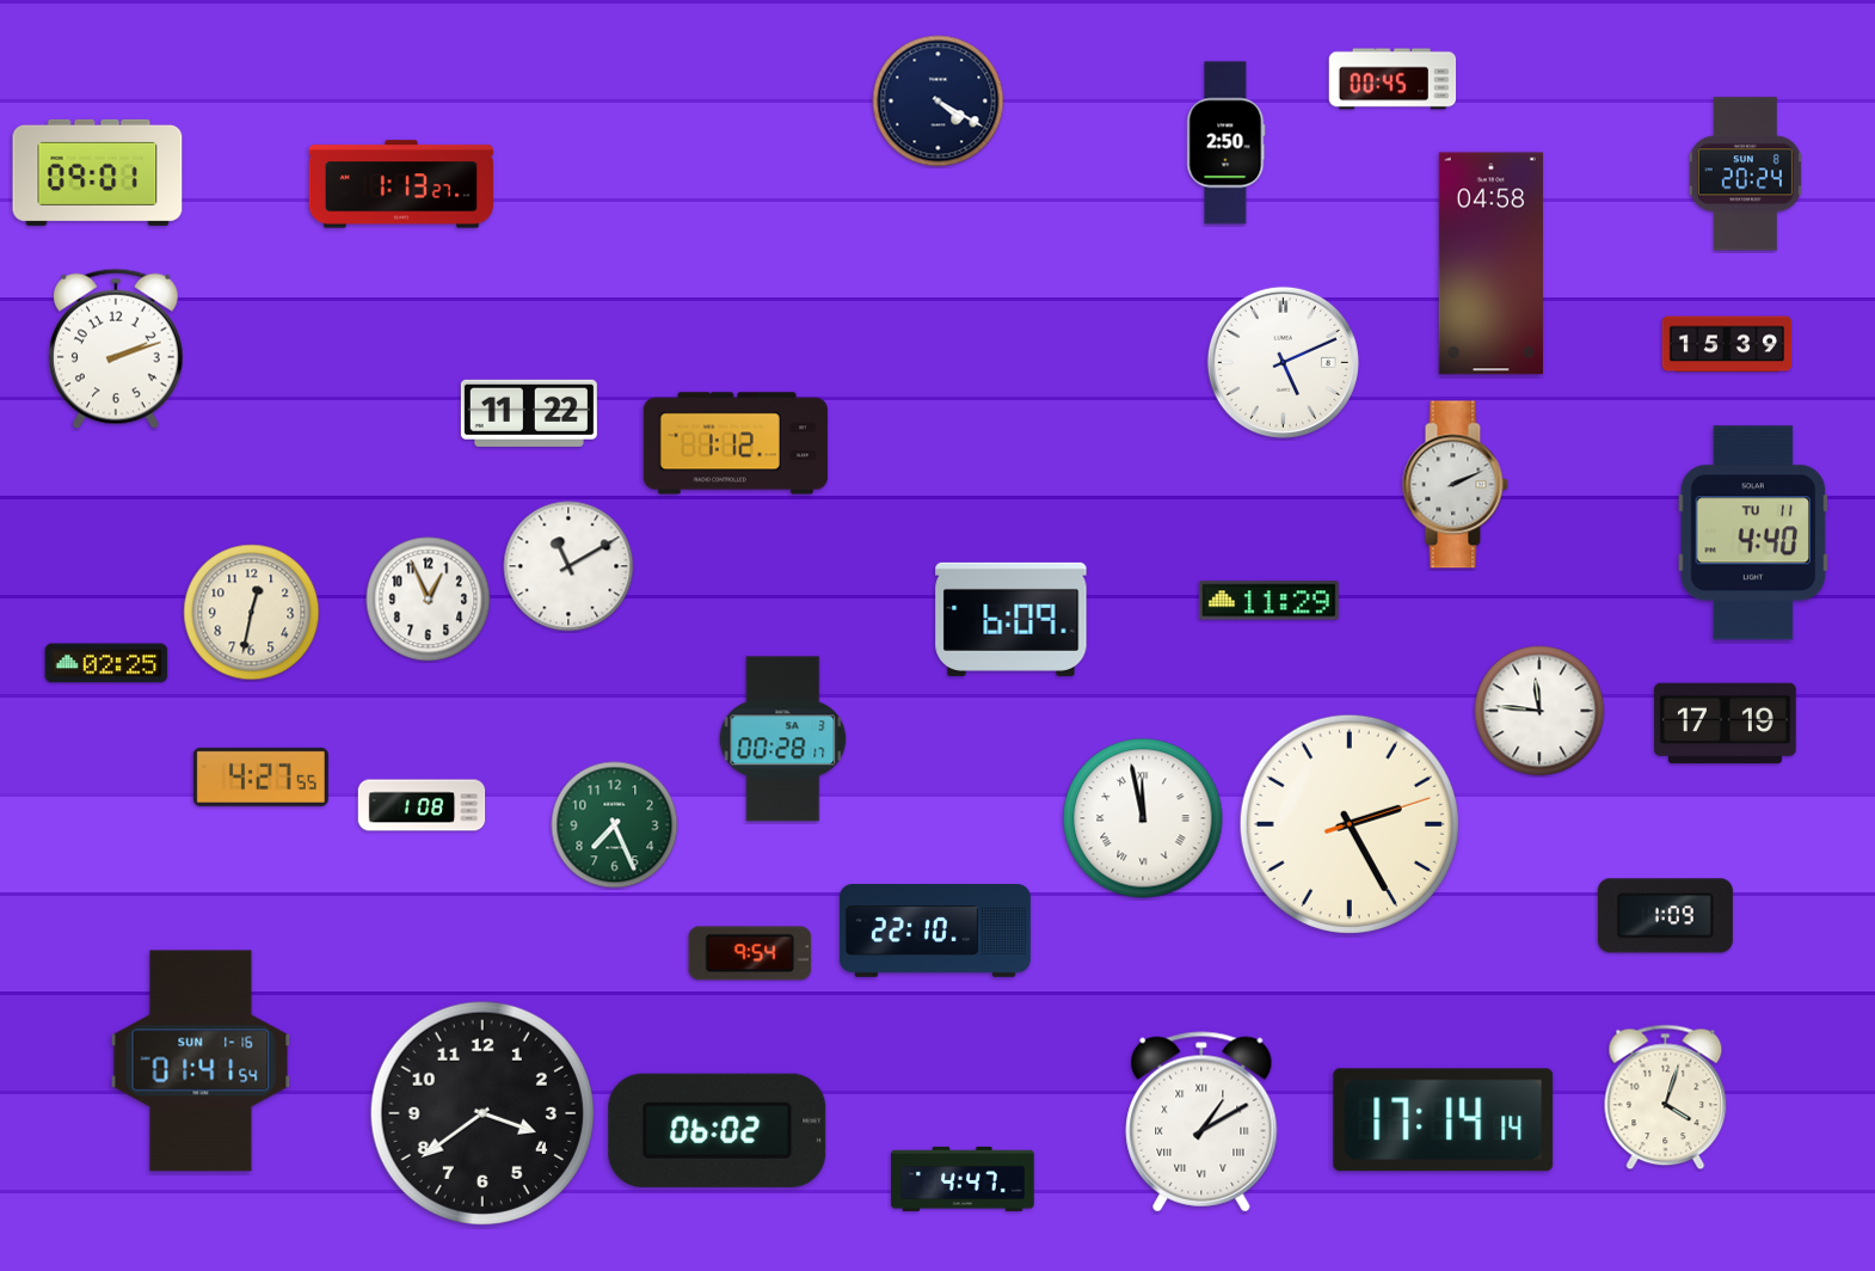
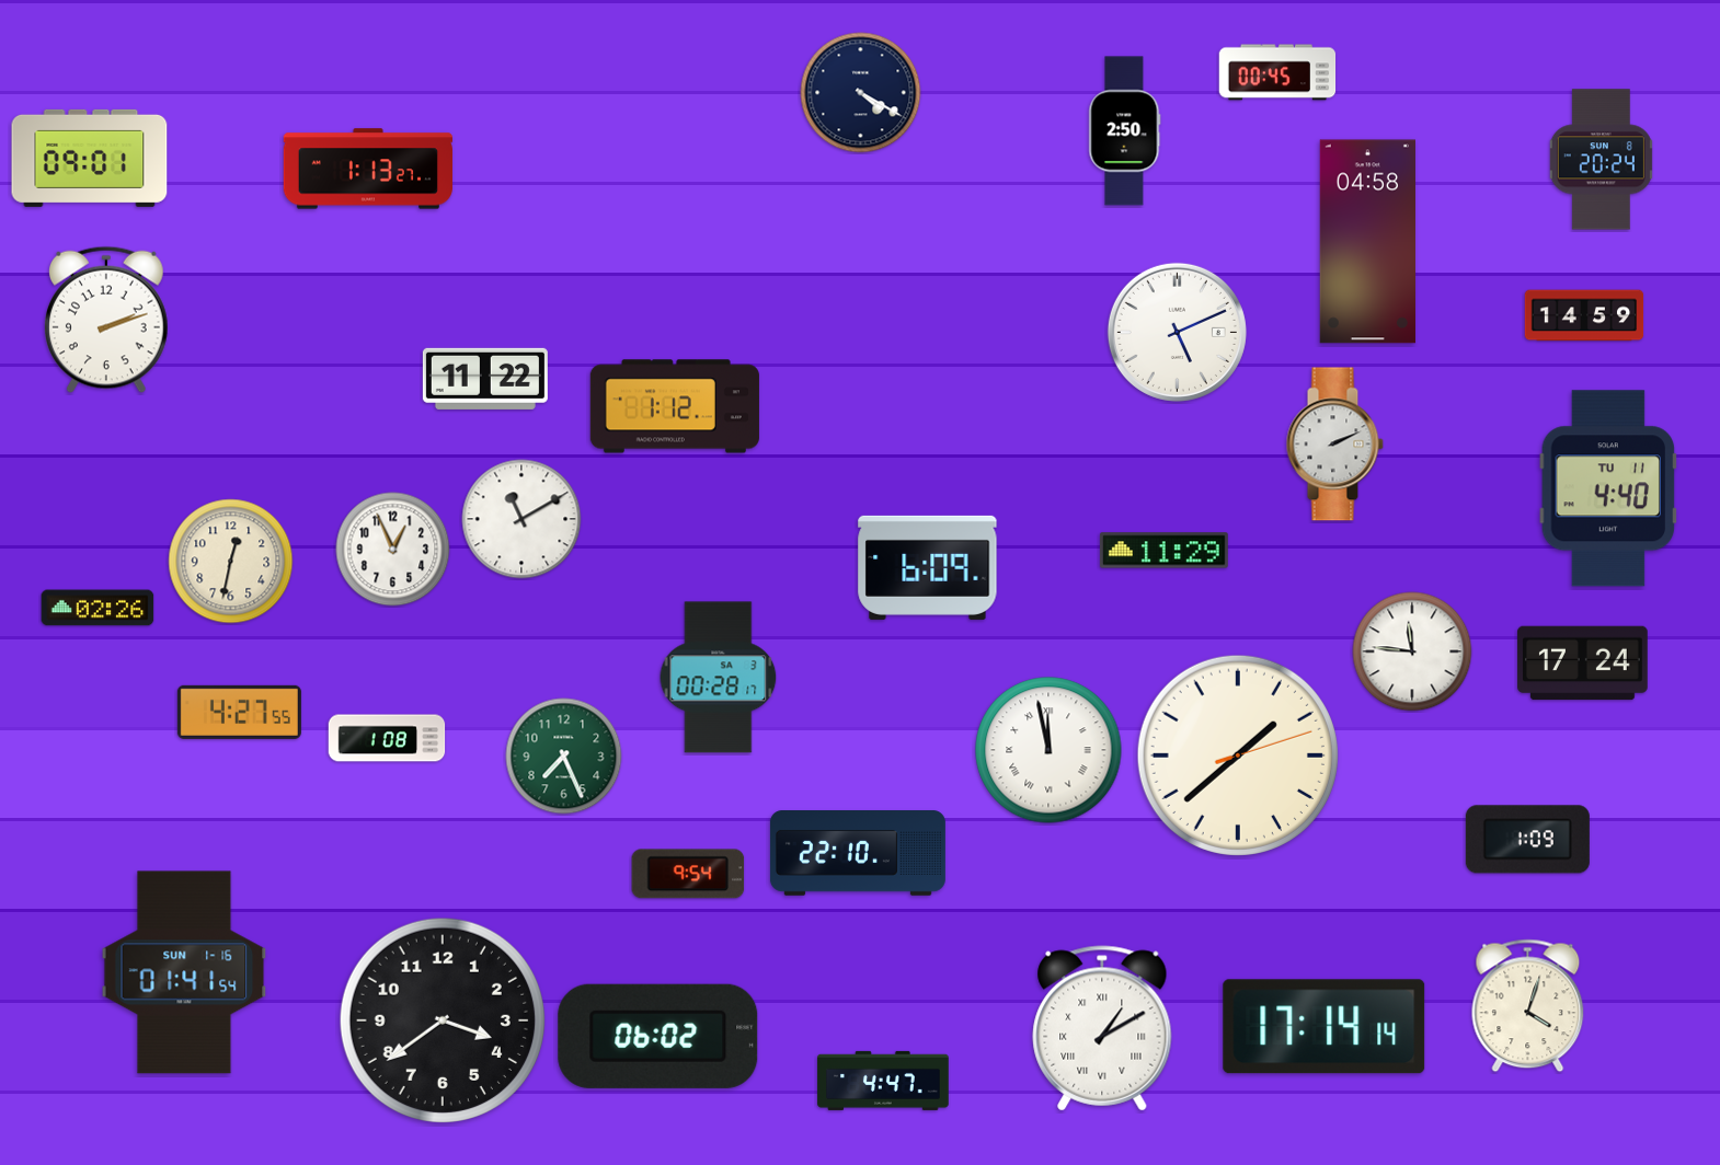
clock at (1727, 344): 15:39 -> 14:59
clock at (106, 663): 02:25 -> 02:26
clock at (1726, 724): 17:19 -> 17:24
clock at (1350, 824): 2:25 -> 1:38
